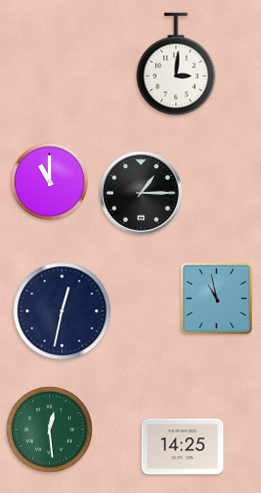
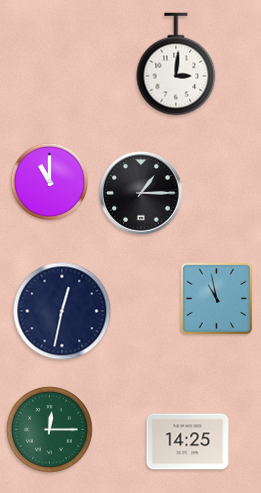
clock at (50, 430): 12:29 -> 12:15
clock at (183, 447) position: (183, 447) -> (188, 442)
